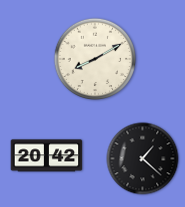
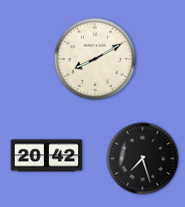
clock at (143, 159): 1:22 -> 7:27
